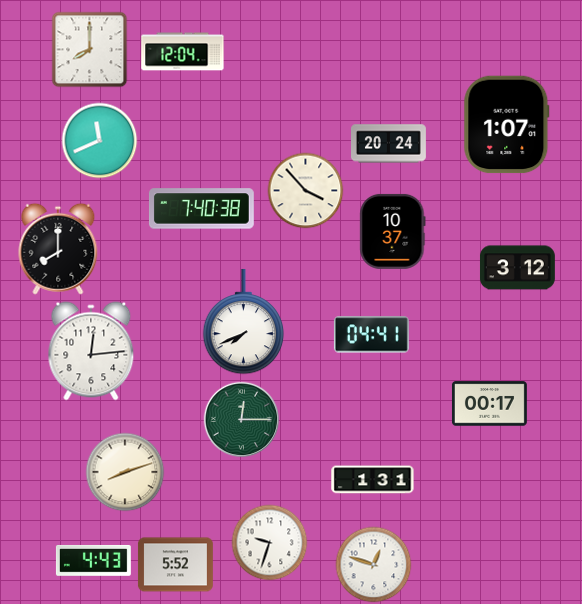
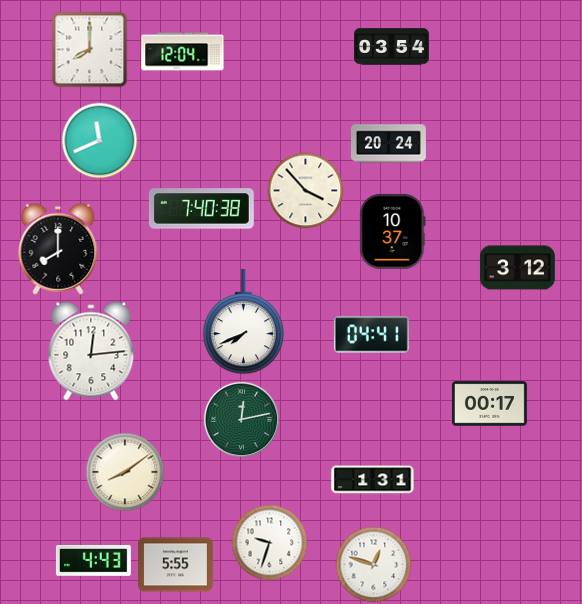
clock at (392, 47): none -> 03:54
clock at (507, 125): 1:07 -> none
clock at (242, 420): 12:15 -> 12:13
clock at (125, 472): 8:12 -> 8:09
clock at (175, 565): 5:52 -> 5:55
